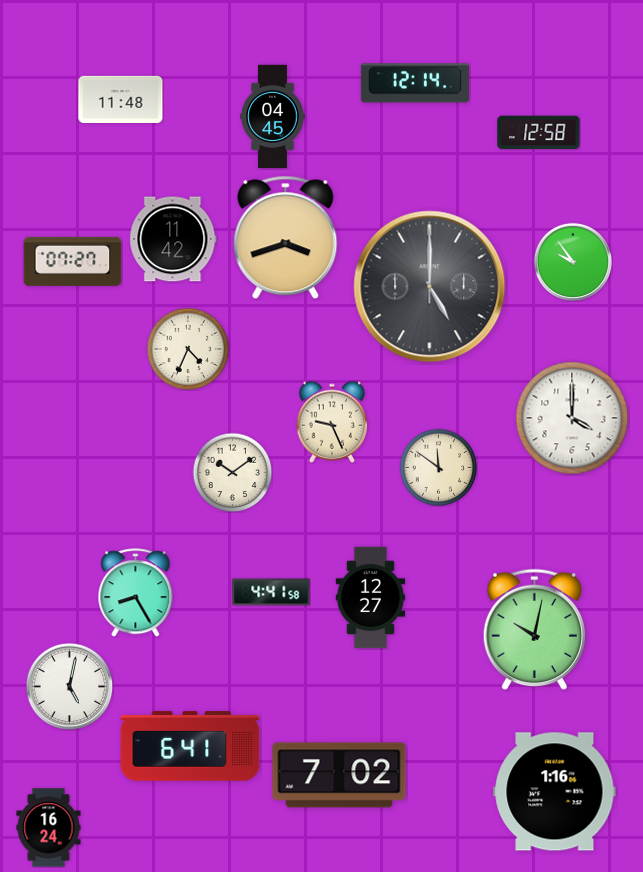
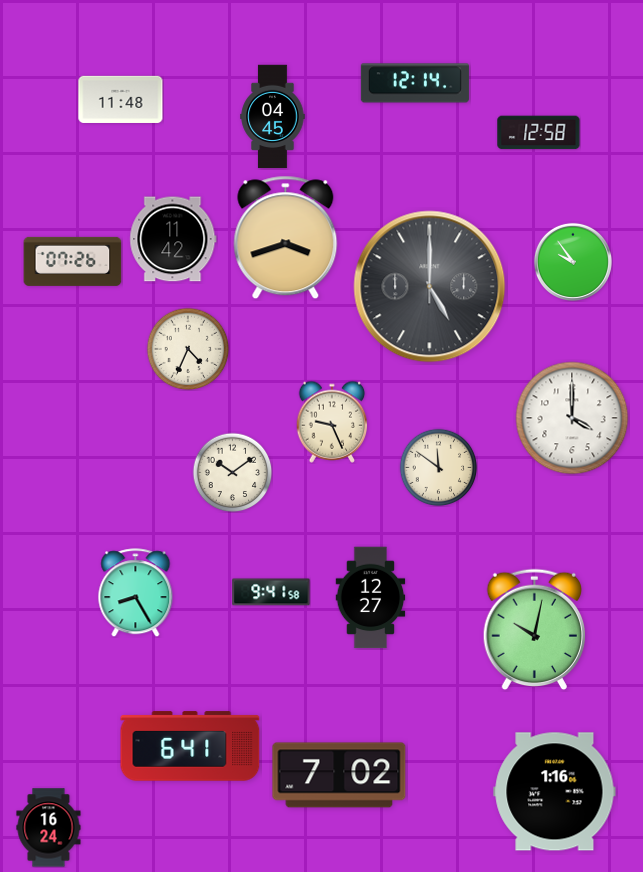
clock at (73, 261): 07:27 -> 07:26
clock at (271, 592): 4:41 -> 9:41
clock at (69, 686): 5:02 -> none
